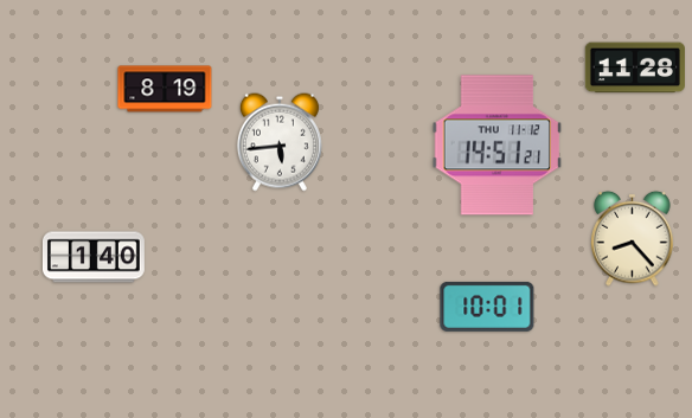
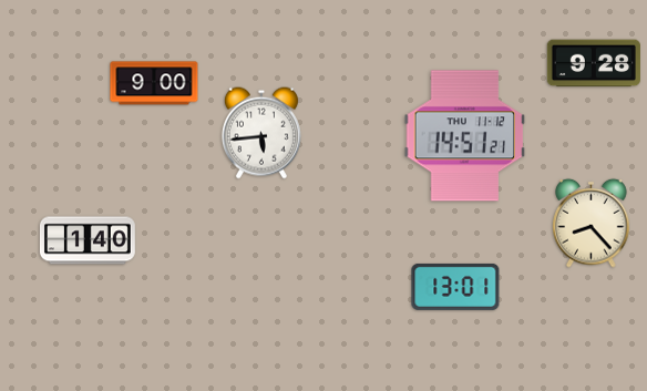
clock at (635, 67): 11:28 -> 9:28
clock at (165, 89): 8:19 -> 9:00
clock at (487, 307): 10:01 -> 13:01
